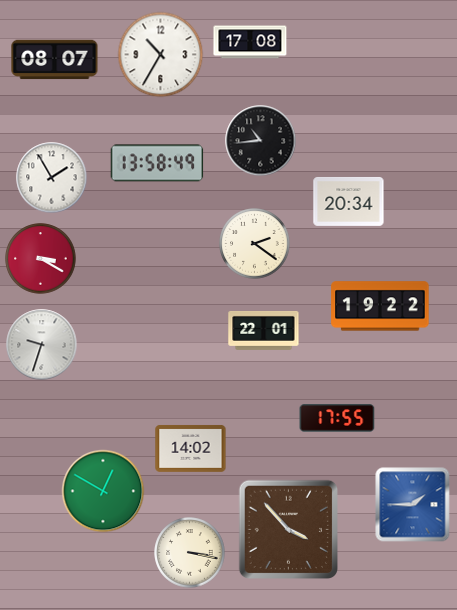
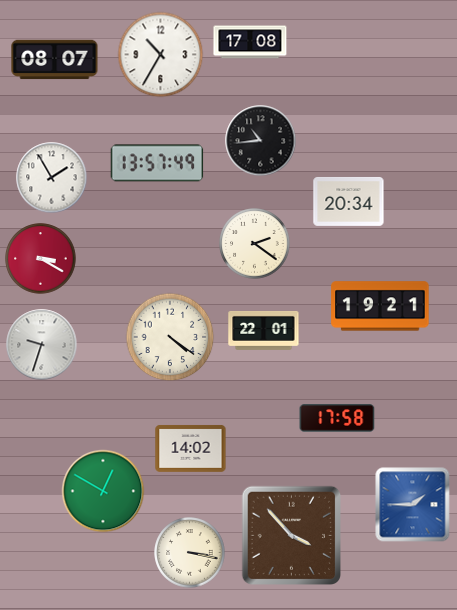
clock at (157, 163): 13:58 -> 13:57
clock at (380, 306): 19:22 -> 19:21
clock at (170, 337): none -> 4:21
clock at (337, 418): 17:55 -> 17:58
clock at (289, 530) position: (289, 530) -> (292, 536)
